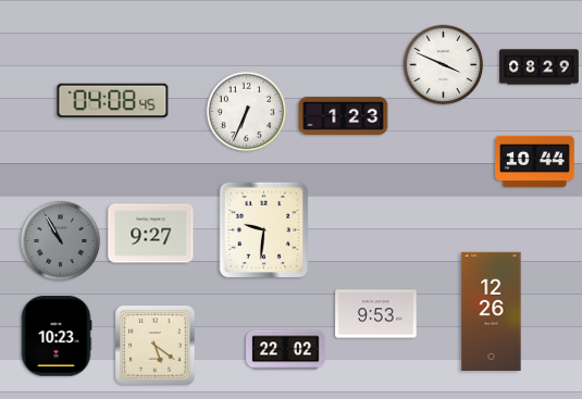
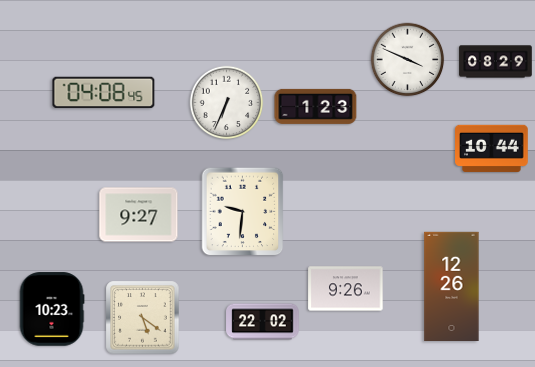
clock at (61, 241): 10:55 -> none
clock at (376, 314): 9:53 -> 9:26
